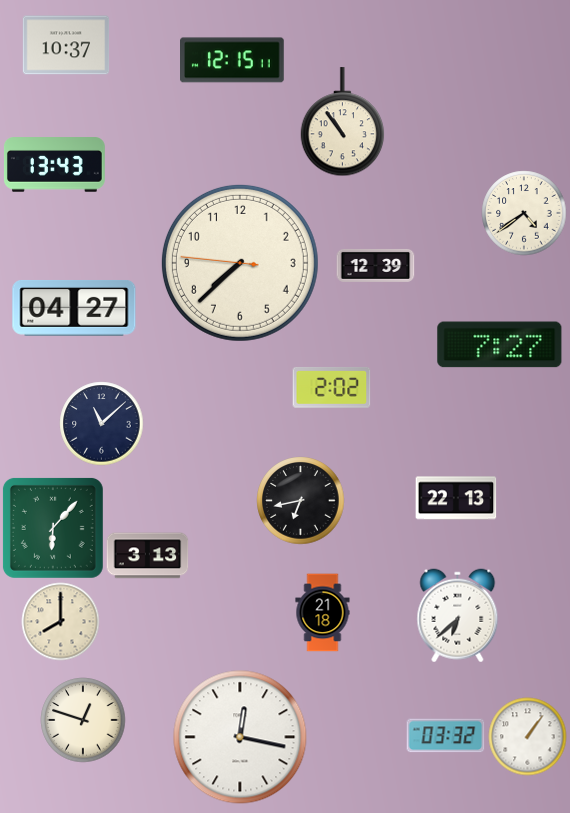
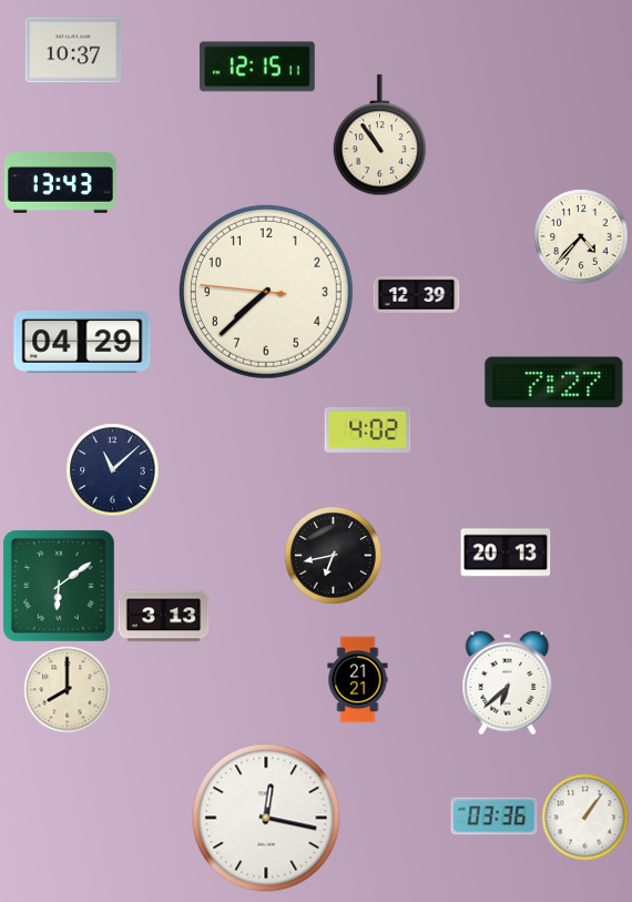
clock at (524, 213): 4:39 -> 4:37
clock at (74, 308): 04:27 -> 04:29
clock at (331, 387): 2:02 -> 4:02
clock at (456, 498): 22:13 -> 20:13
clock at (53, 528): 6:07 -> 6:09
clock at (323, 612): 21:18 -> 21:21
clock at (83, 720): 12:48 -> none
clock at (445, 736): 03:32 -> 03:36
